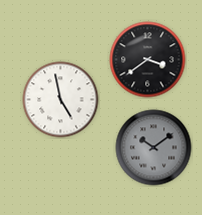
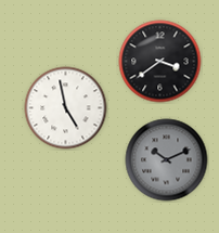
clock at (148, 60) position: (148, 60) -> (160, 62)
clock at (154, 148): 10:09 -> 10:11
